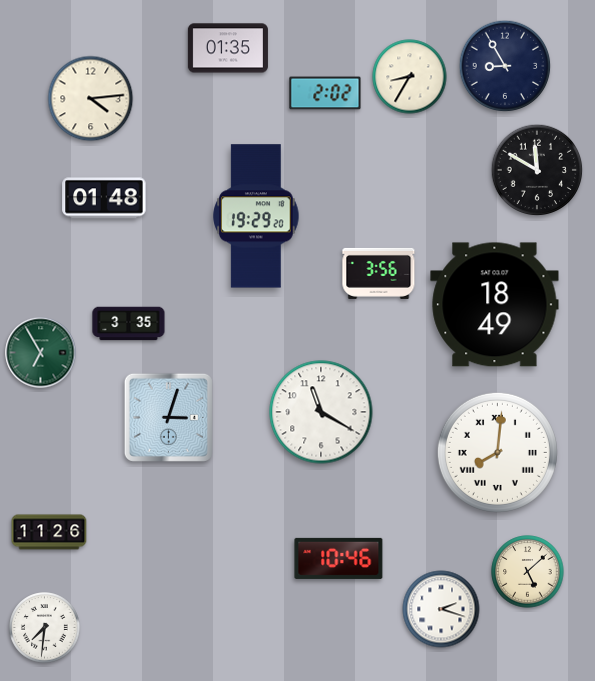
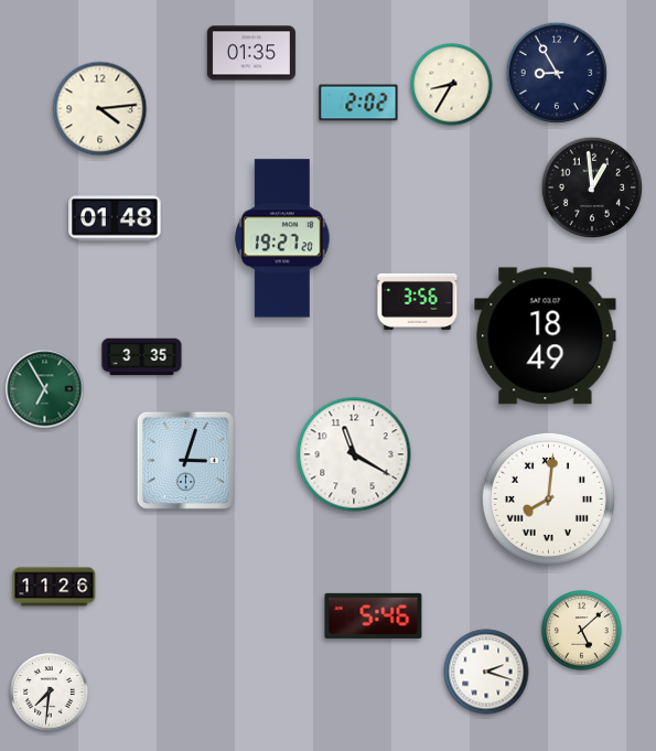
clock at (537, 170): 11:50 -> 12:59
clock at (256, 216): 19:29 -> 19:27
clock at (339, 558): 10:46 -> 5:46
